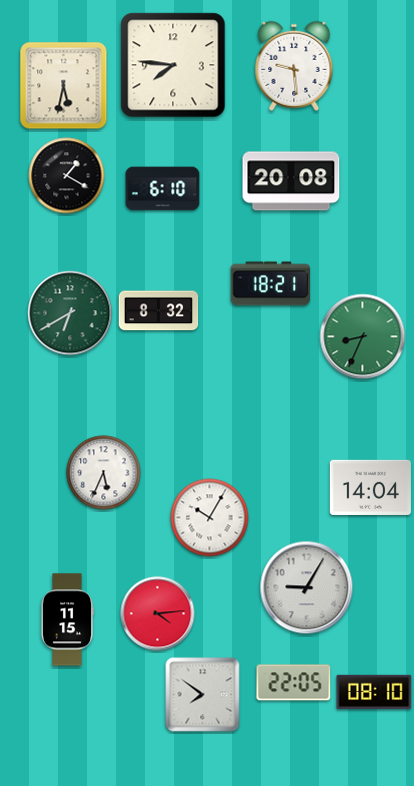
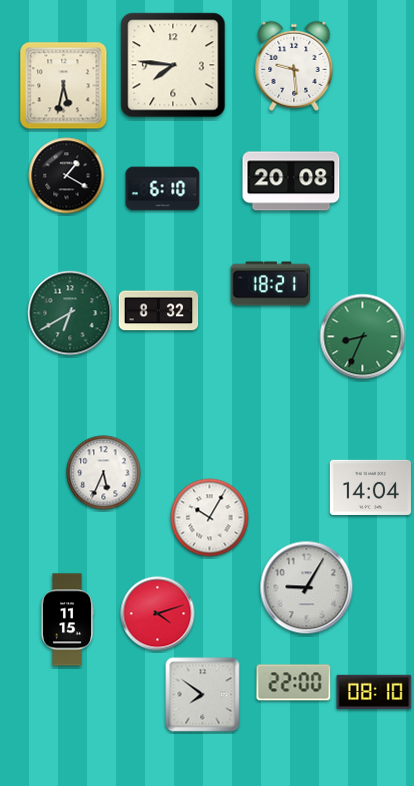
clock at (158, 614): 4:14 -> 4:12
clock at (294, 683): 22:05 -> 22:00
